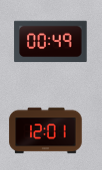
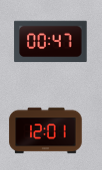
clock at (51, 42): 00:49 -> 00:47
